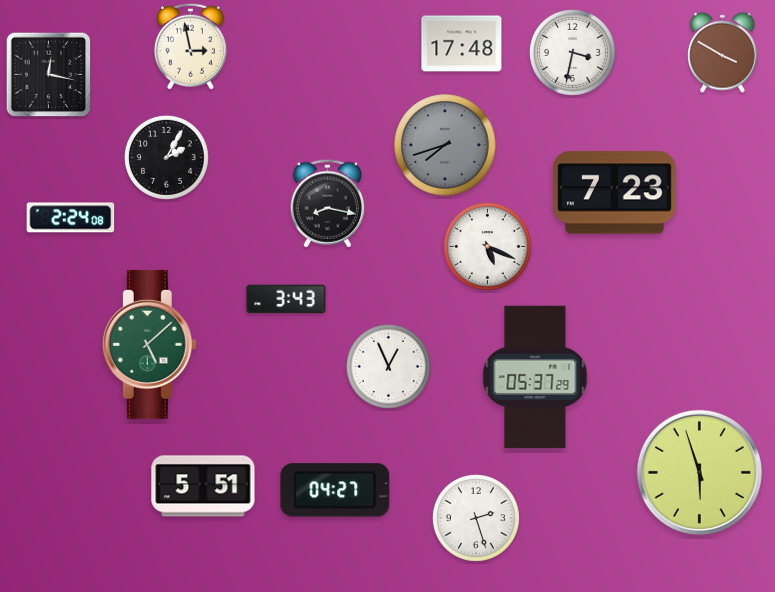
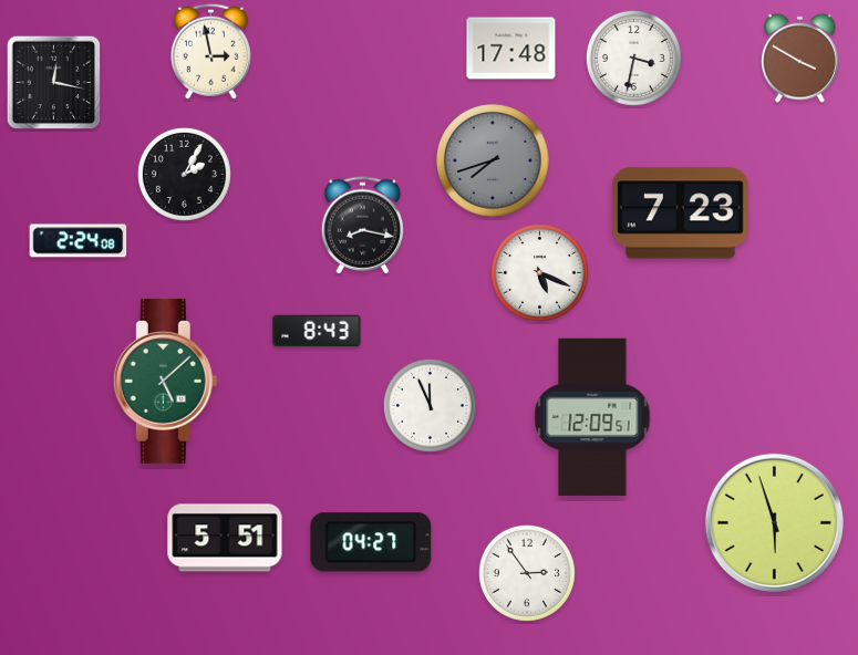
clock at (286, 299): 3:43 -> 8:43
clock at (388, 366): 12:56 -> 11:56
clock at (535, 377): 05:37 -> 12:09
clock at (476, 518): 2:27 -> 2:54
